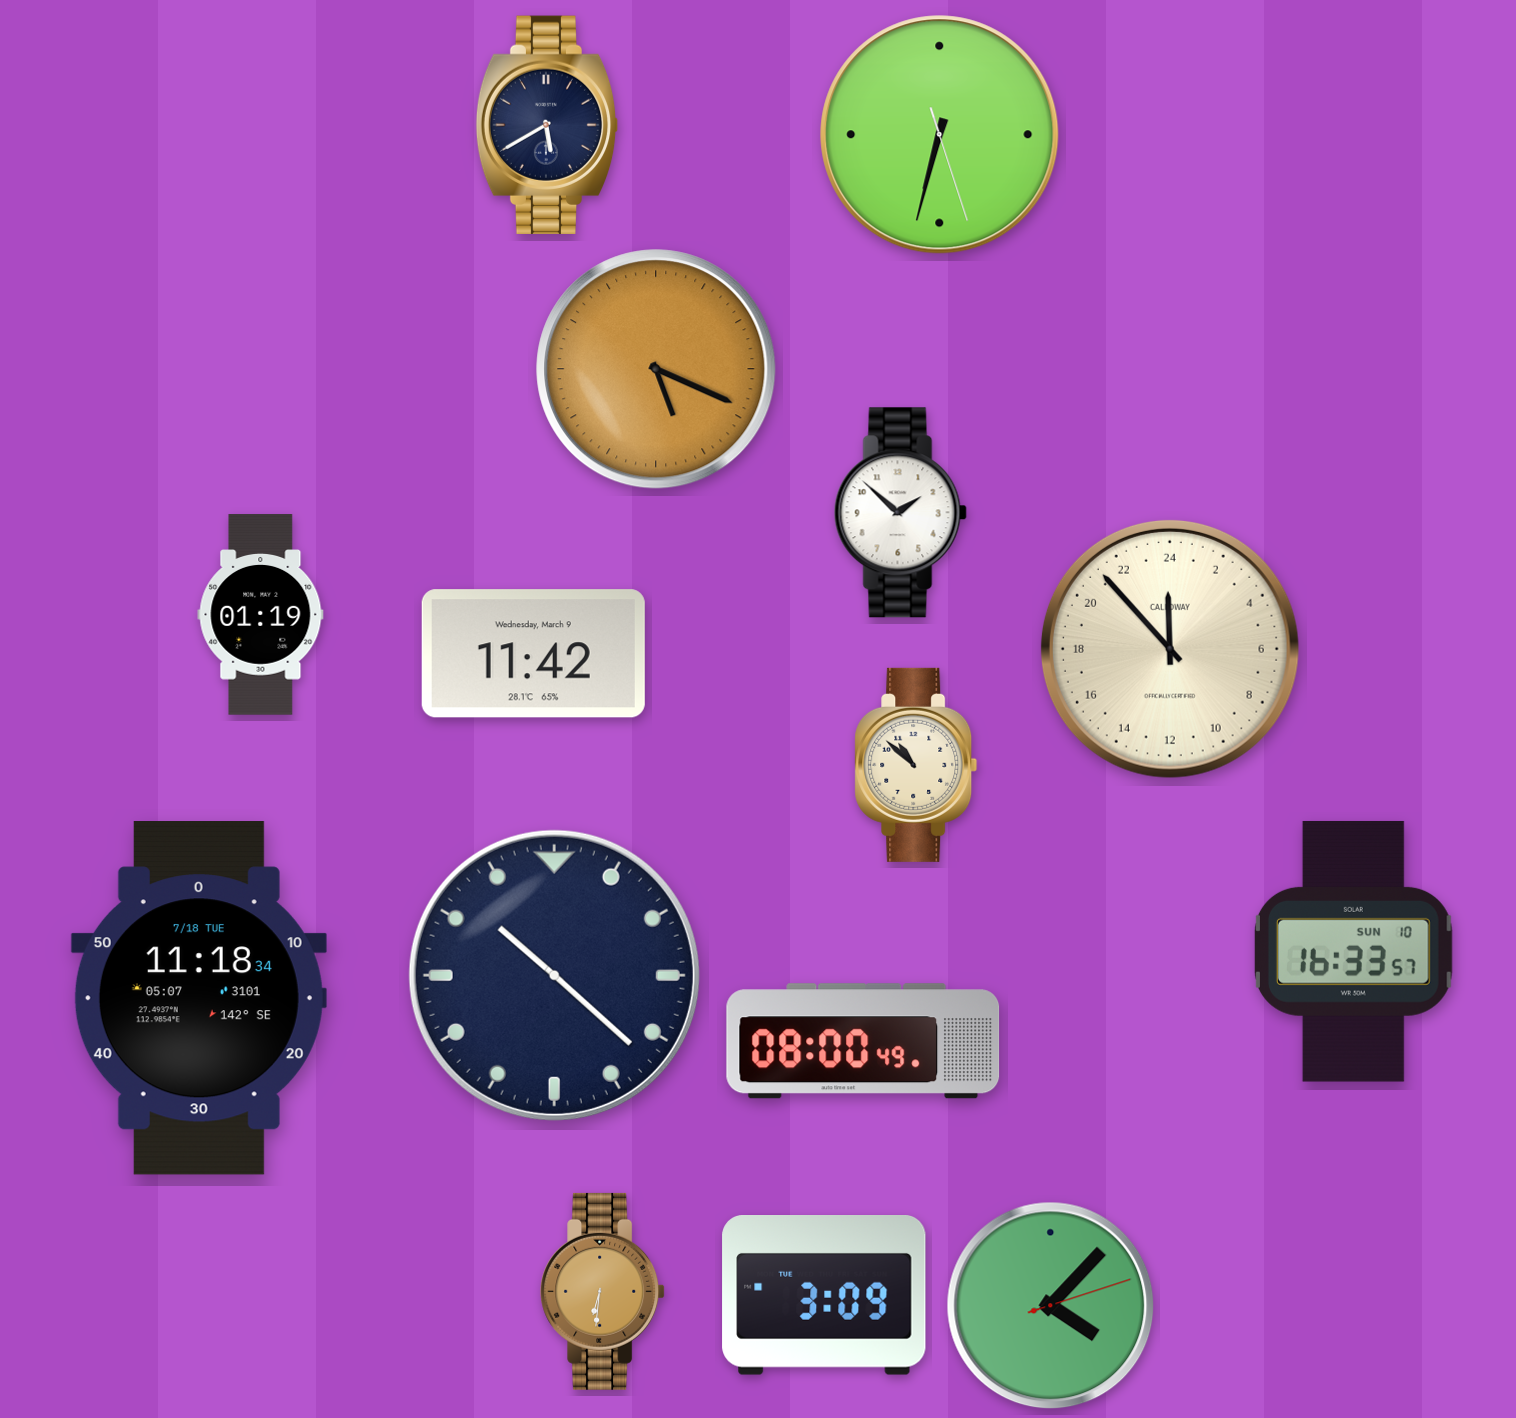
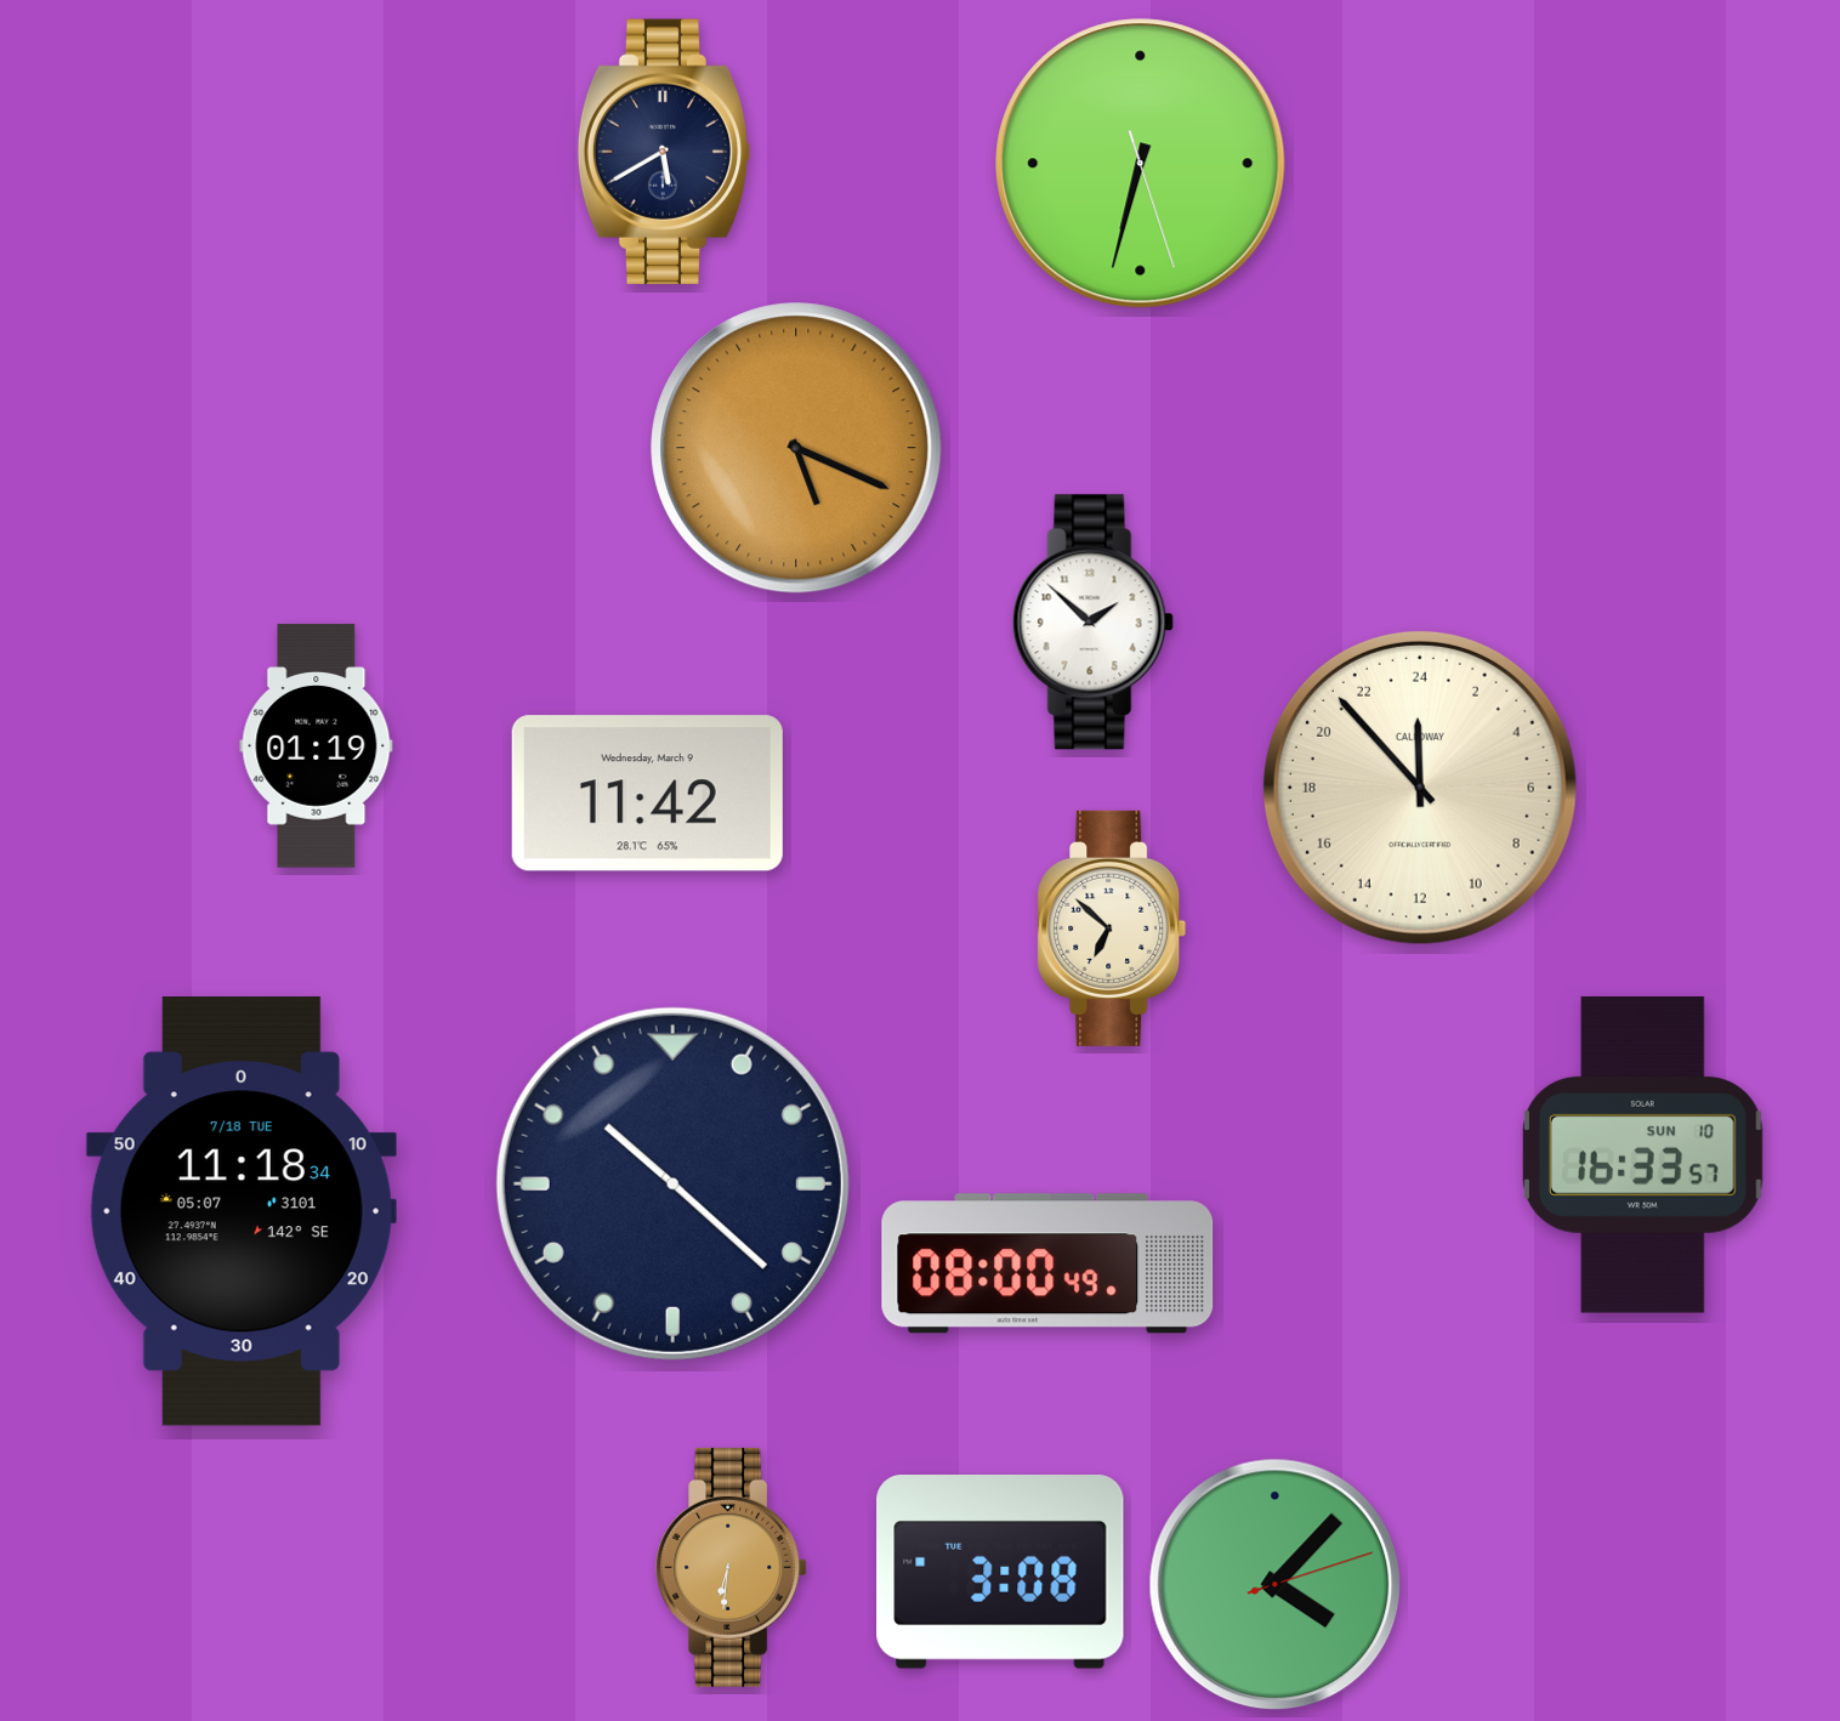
clock at (916, 765): 10:52 -> 6:52
clock at (824, 1295): 3:09 -> 3:08
